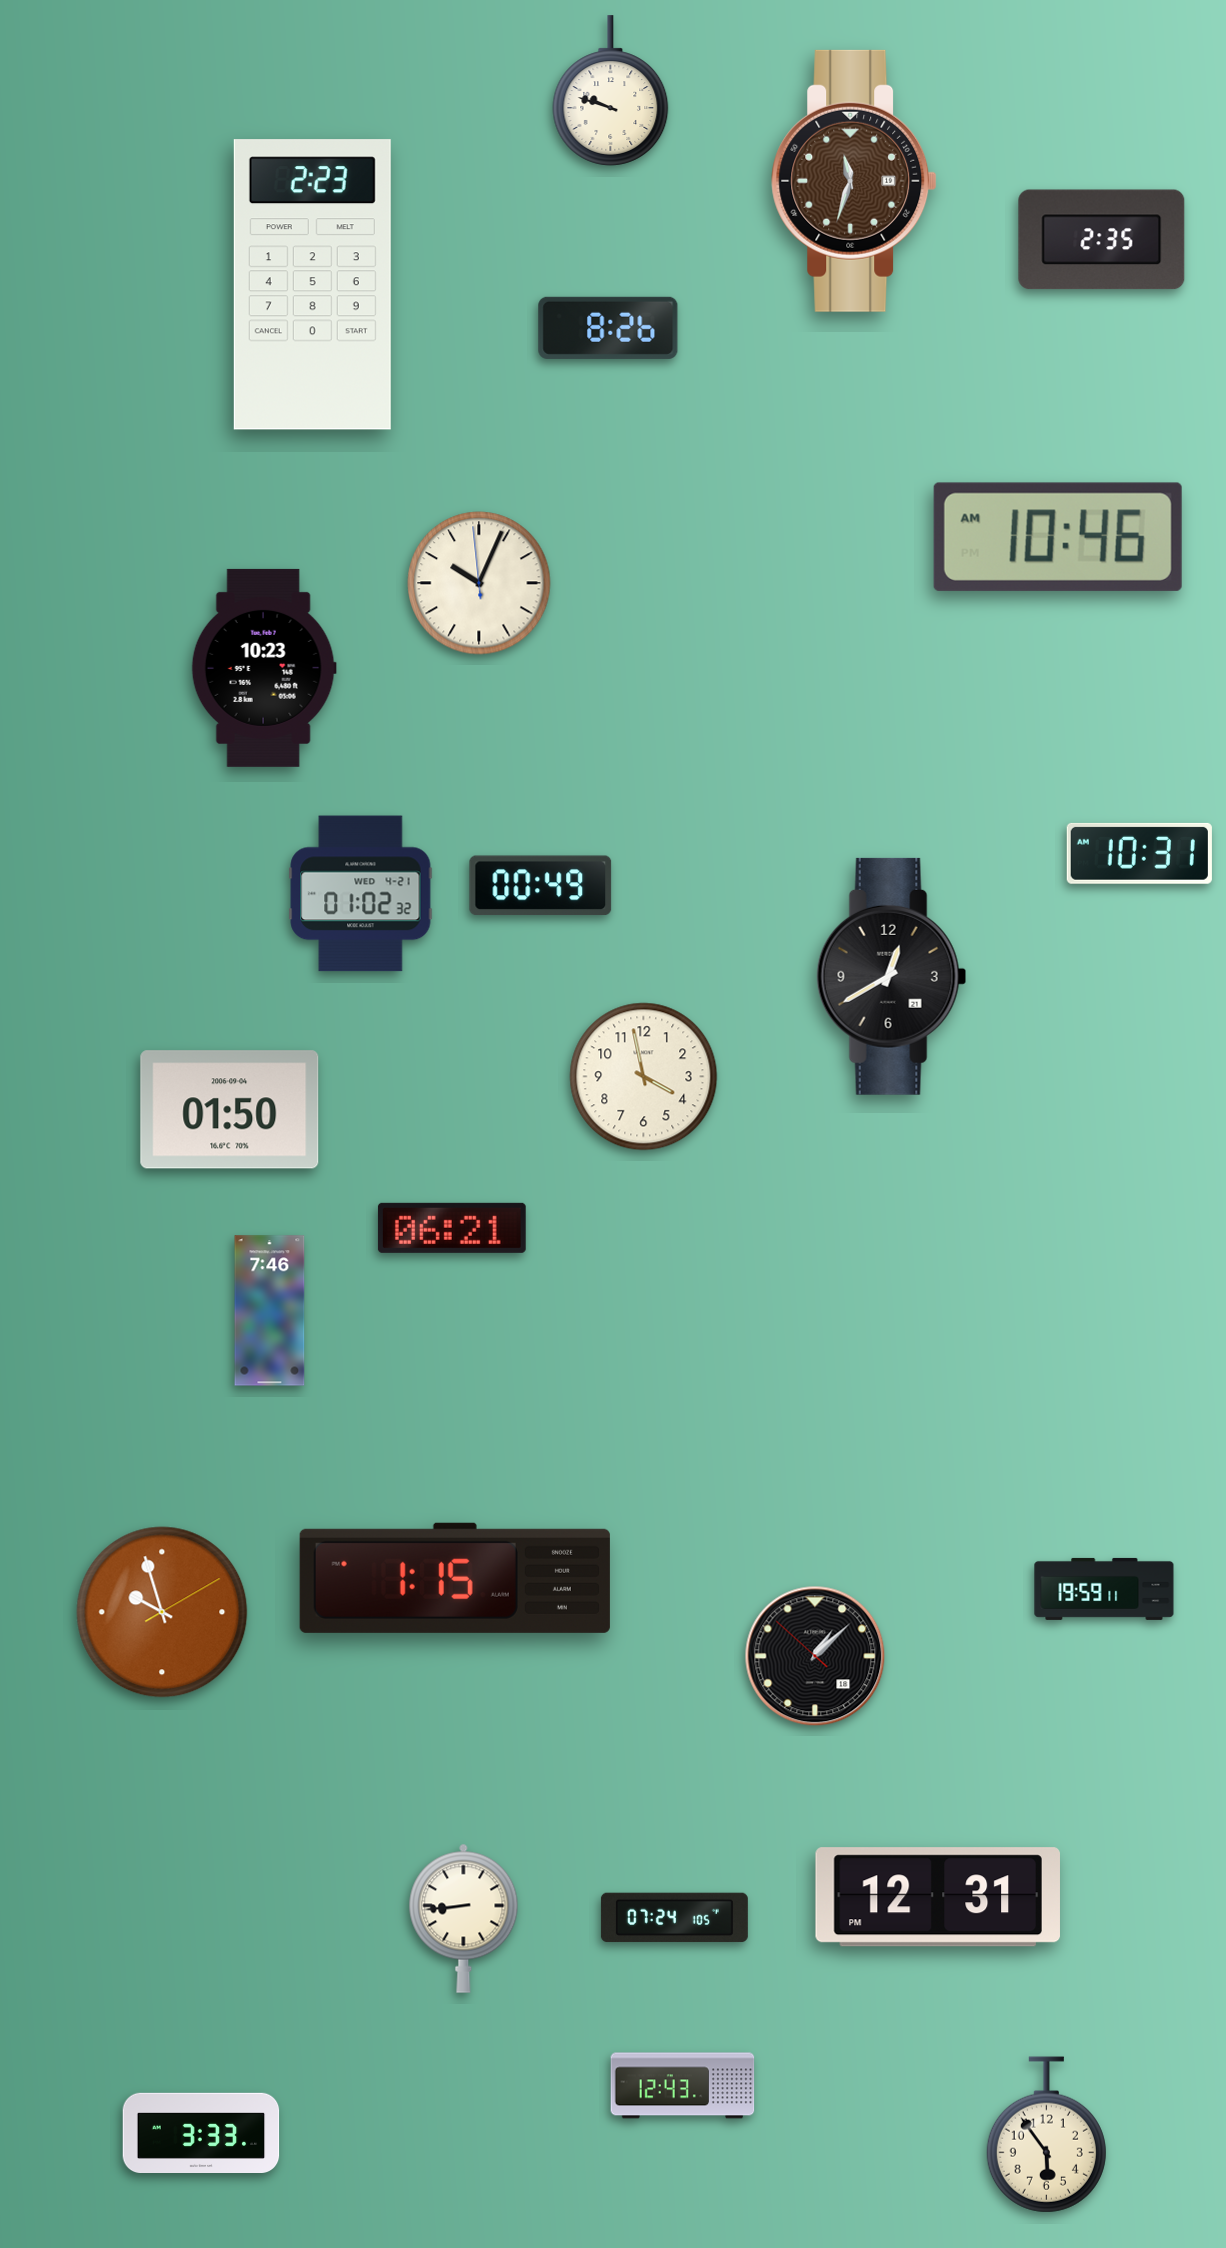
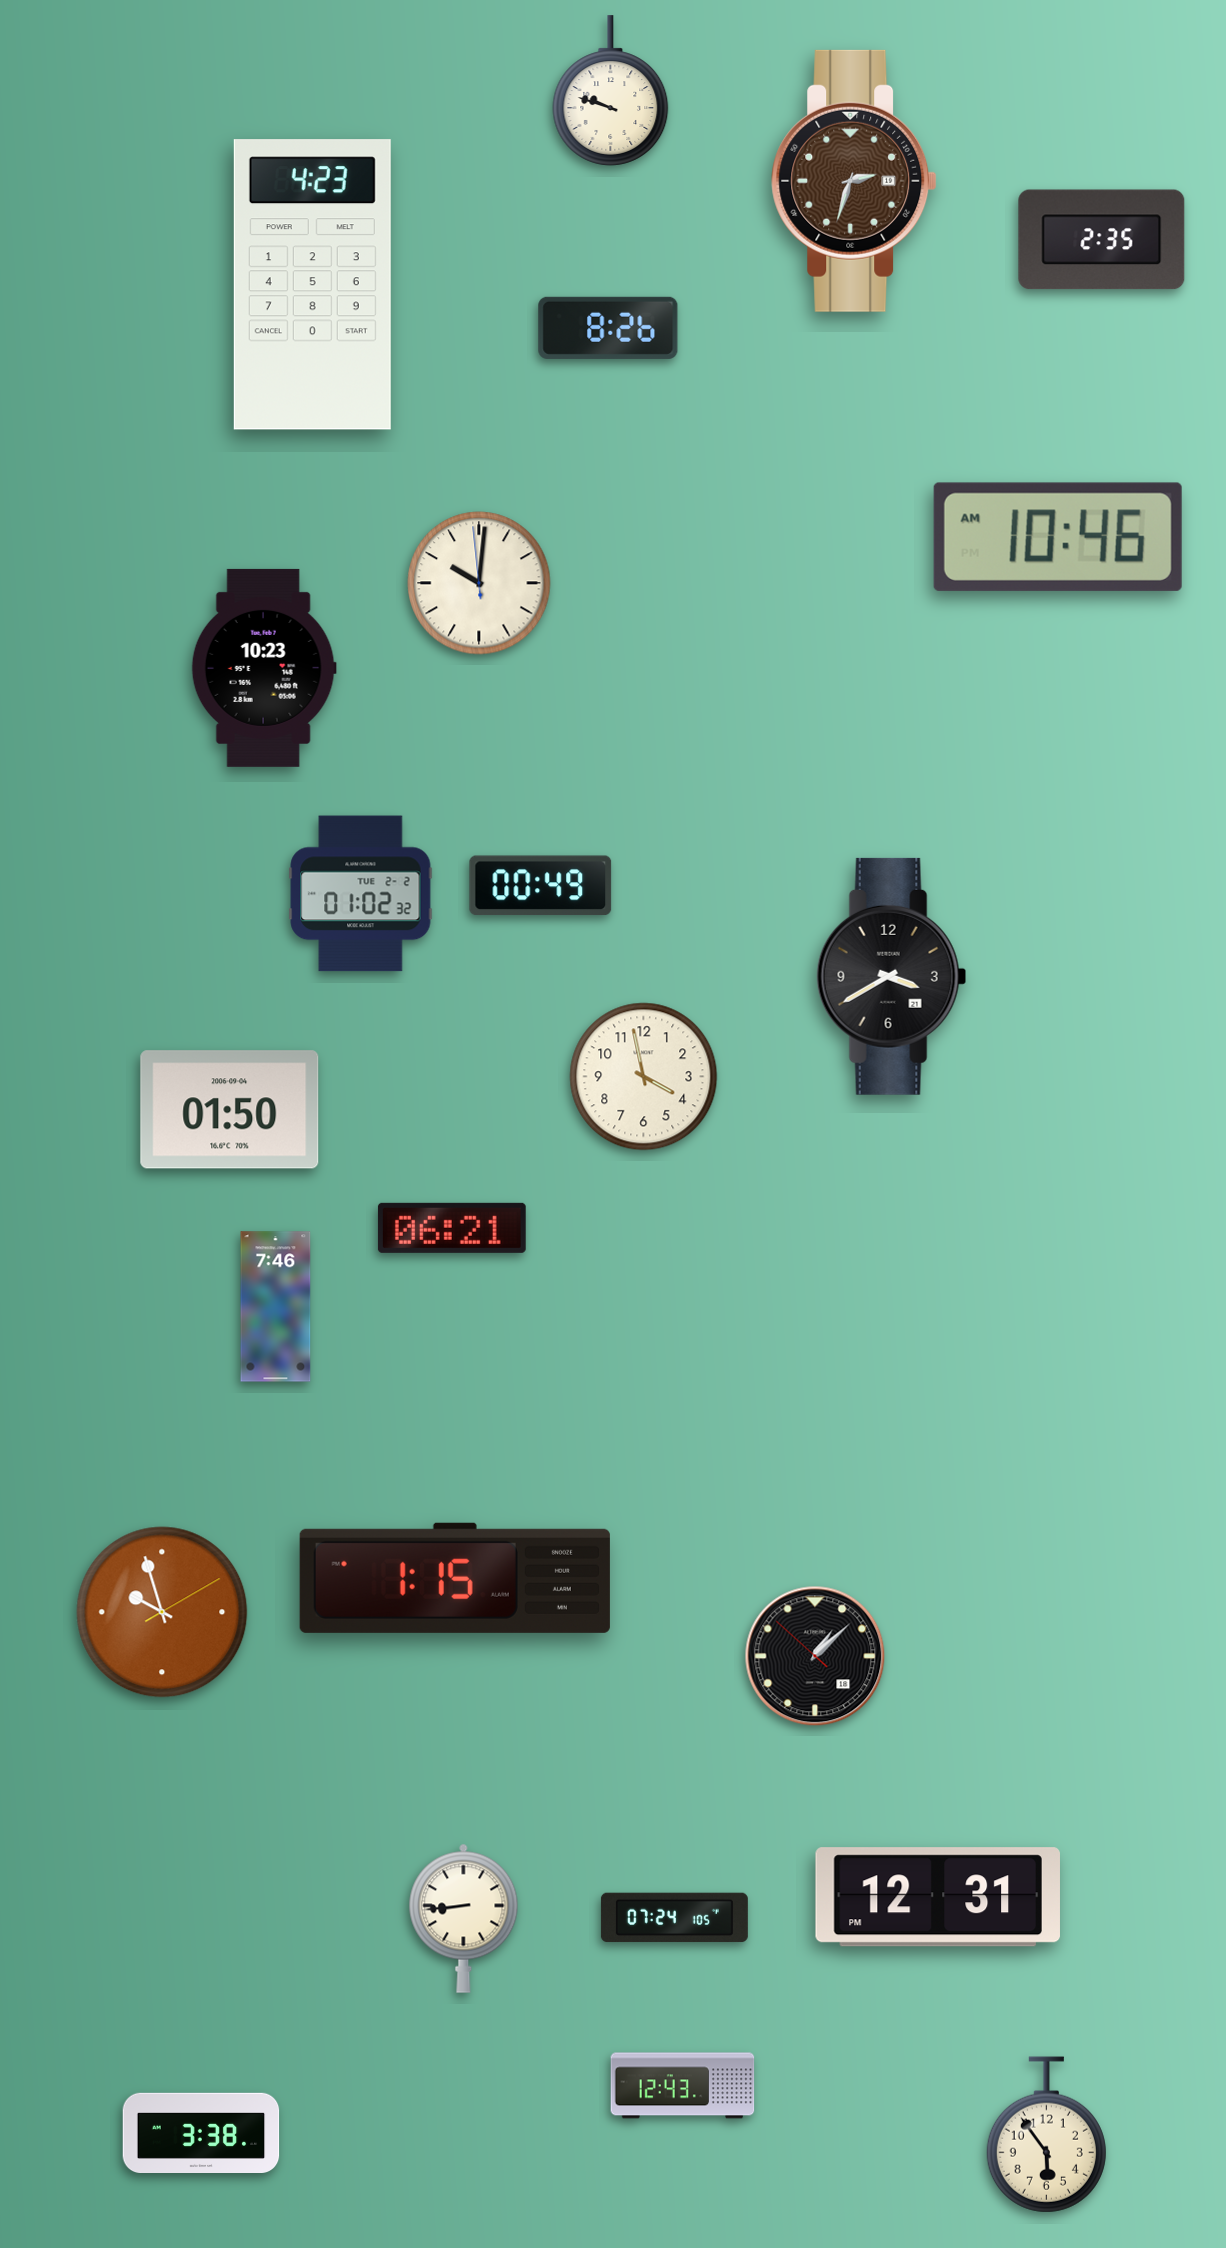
clock at (854, 181): 11:33 -> 2:33
clock at (312, 285): 2:23 -> 4:23
clock at (479, 583): 10:03 -> 10:00
clock at (1139, 853): 10:31 -> none
clock at (361, 894) date: WED 4-21 -> TUE 2-2
clock at (892, 976): 12:40 -> 3:40
clock at (270, 1311) position: (270, 1311) -> (276, 1307)
clock at (1104, 1589): 19:59 -> none
clock at (201, 2132): 3:33 -> 3:38
